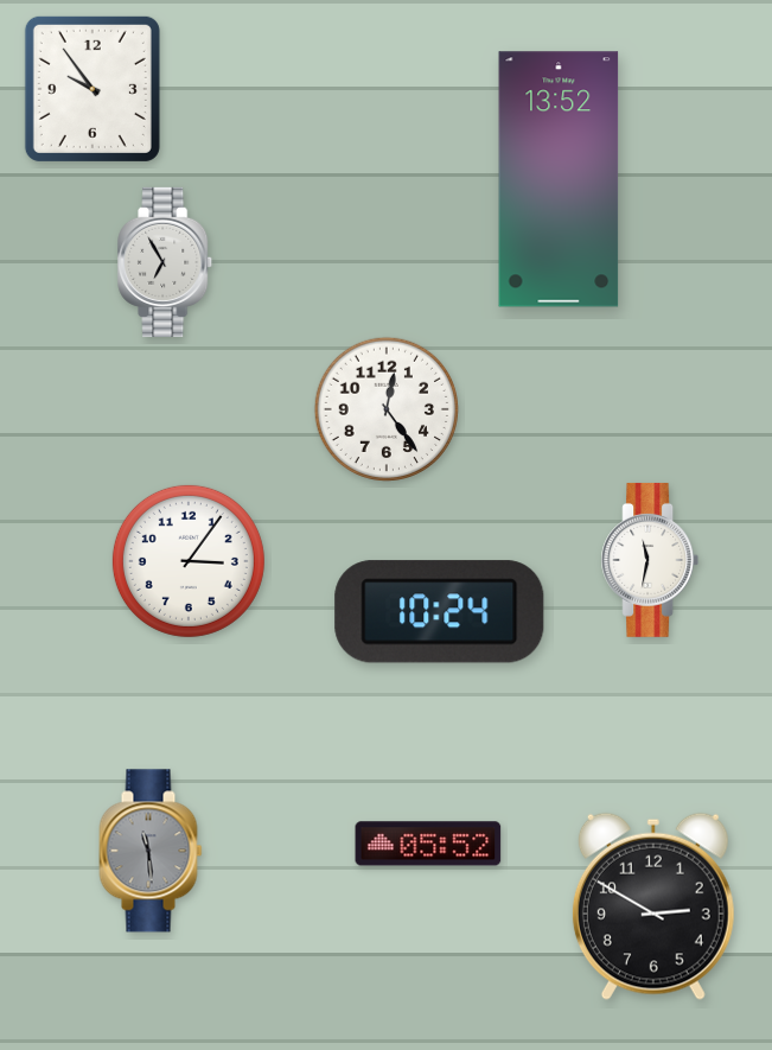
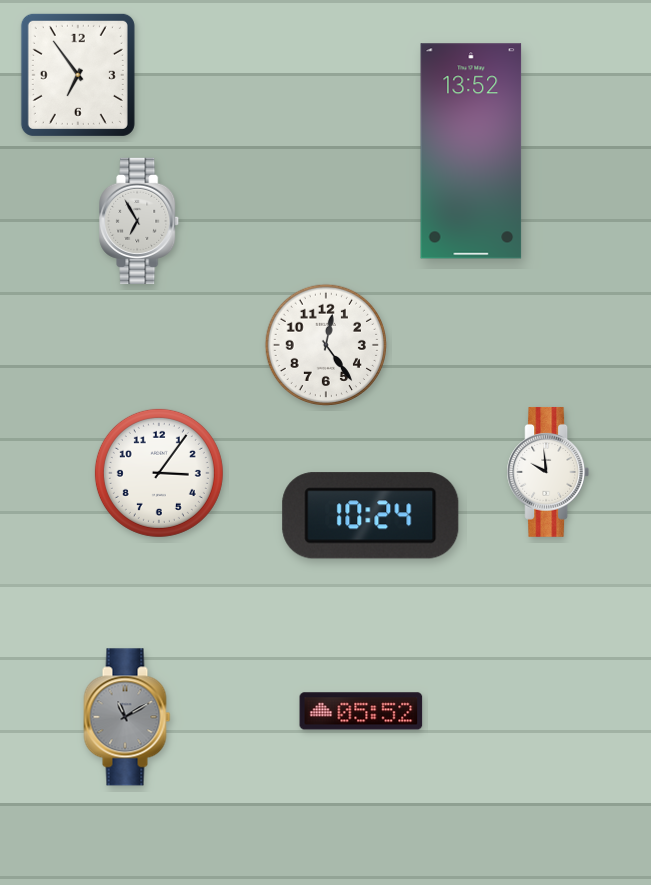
clock at (92, 89): 9:54 -> 6:54
clock at (650, 560): 11:32 -> 9:59
clock at (151, 851): 11:29 -> 11:10
clock at (653, 906): 2:50 -> none
